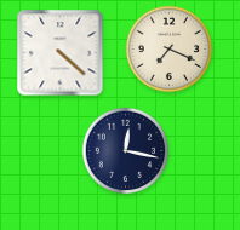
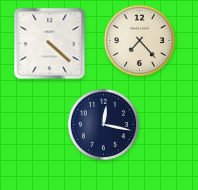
clock at (170, 50): 7:19 -> 7:23
